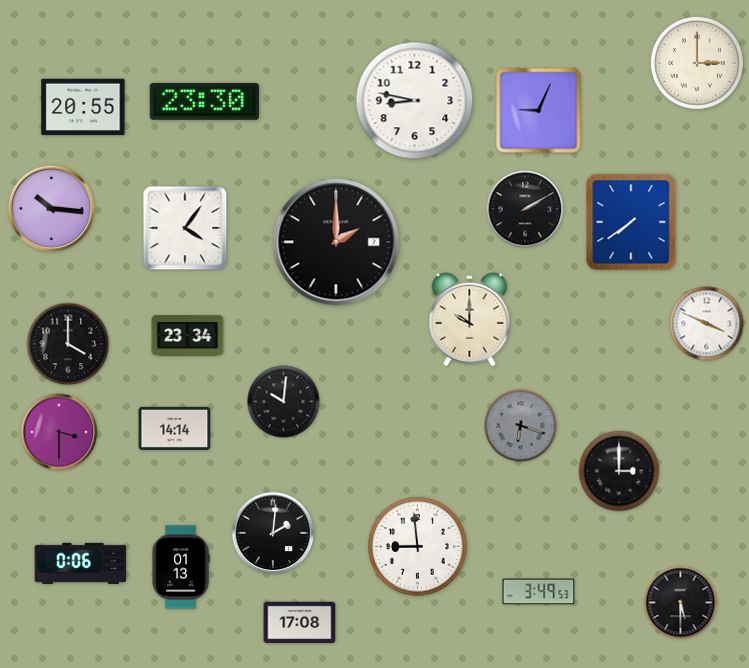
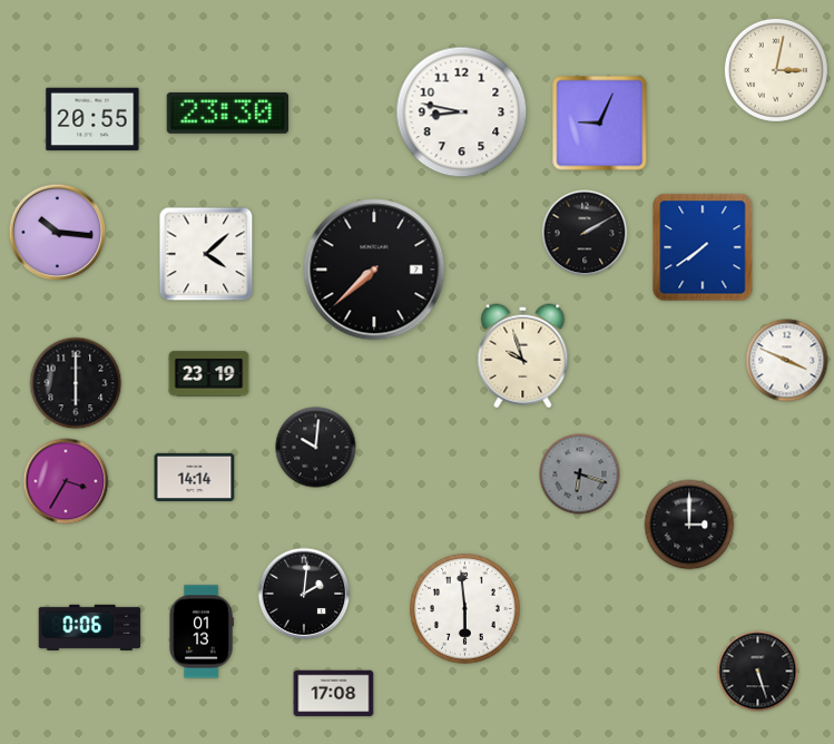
clock at (697, 63): 3:00 -> 3:02
clock at (185, 228): 4:06 -> 4:08
clock at (336, 242): 2:00 -> 7:38
clock at (470, 320): 10:00 -> 9:57
clock at (188, 336): 23:34 -> 23:19
clock at (68, 344): 4:00 -> 6:00
clock at (59, 432): 3:30 -> 3:35
clock at (418, 547): 8:59 -> 5:59
clock at (539, 592): 3:49 -> none
clock at (681, 603): 5:30 -> 5:27
